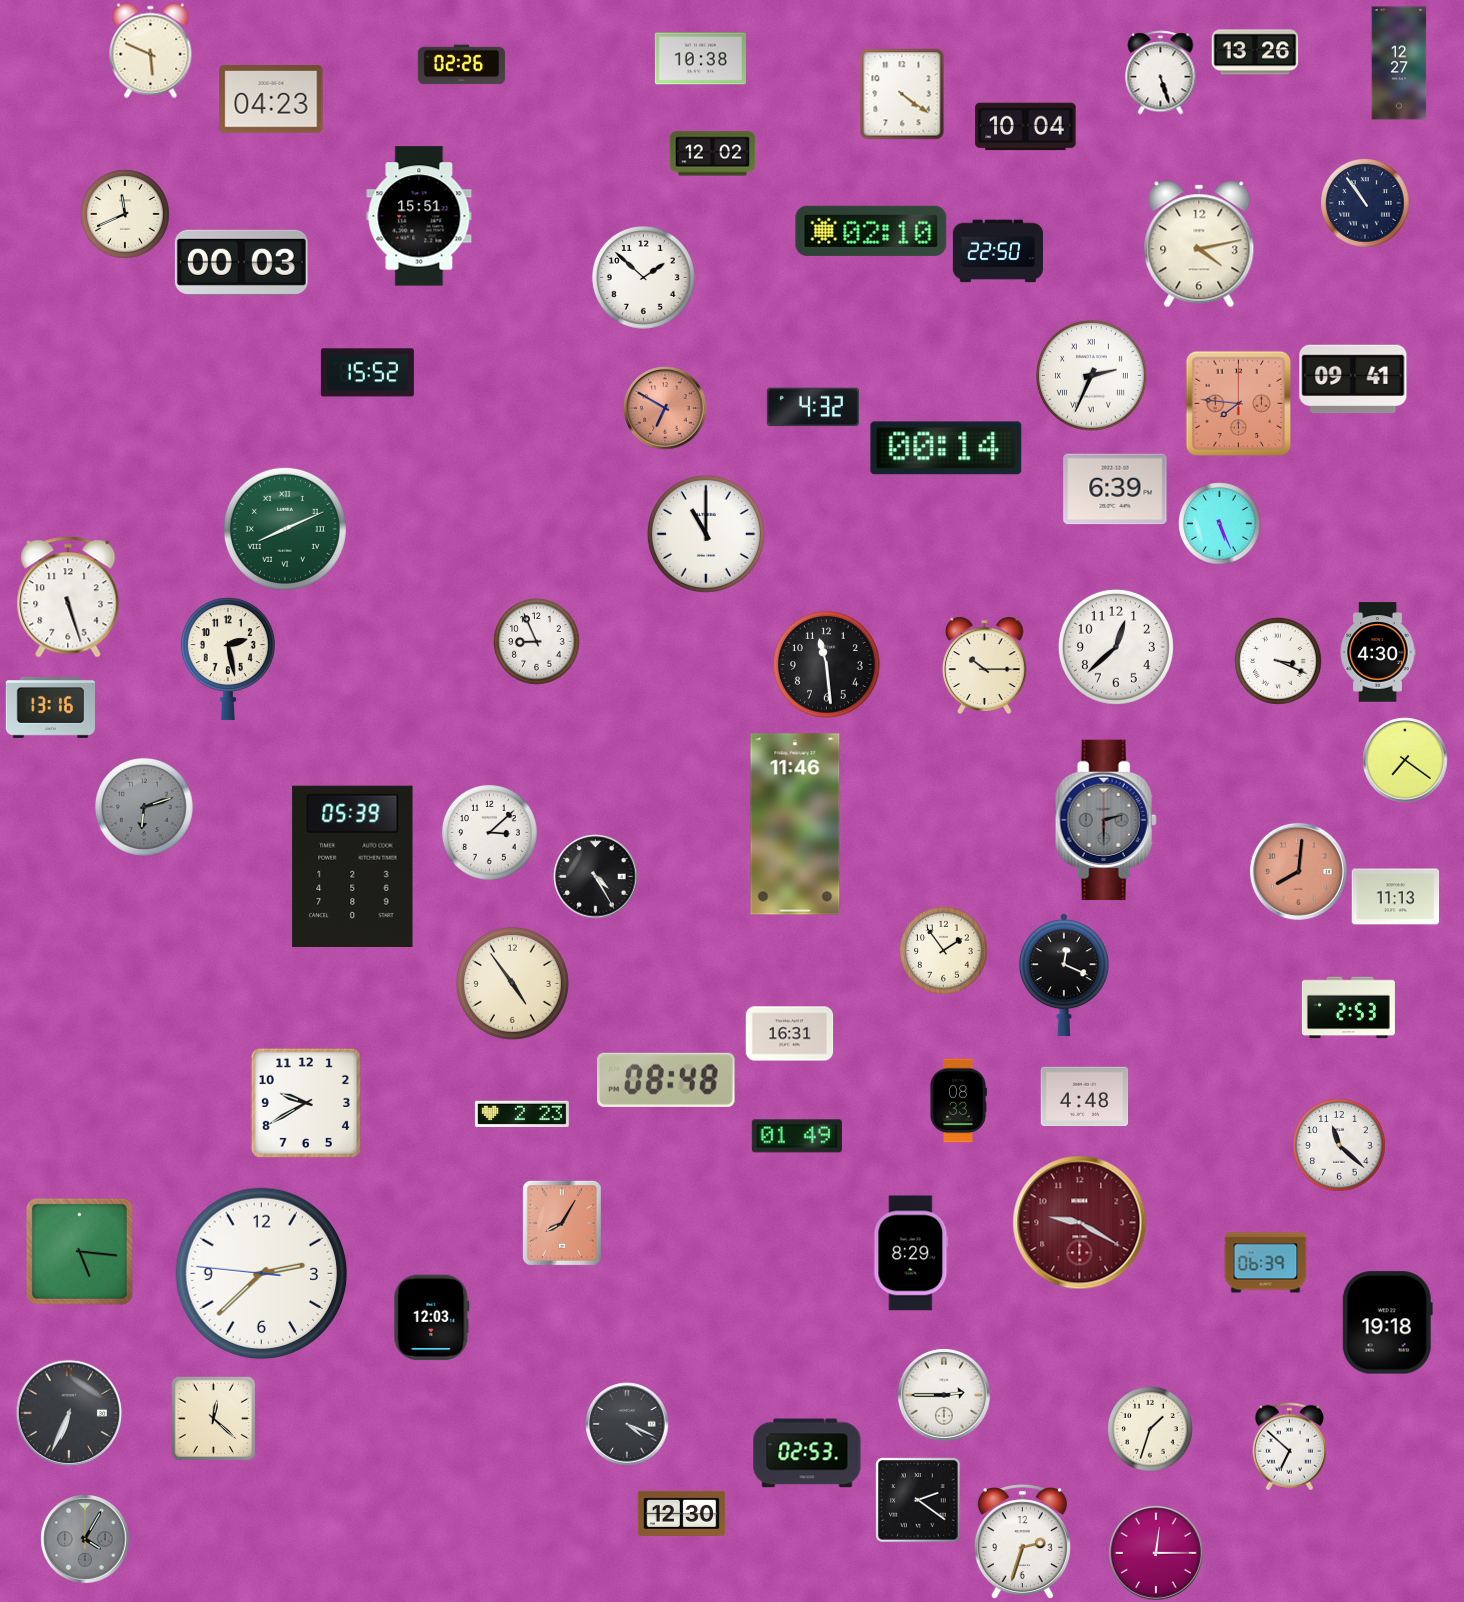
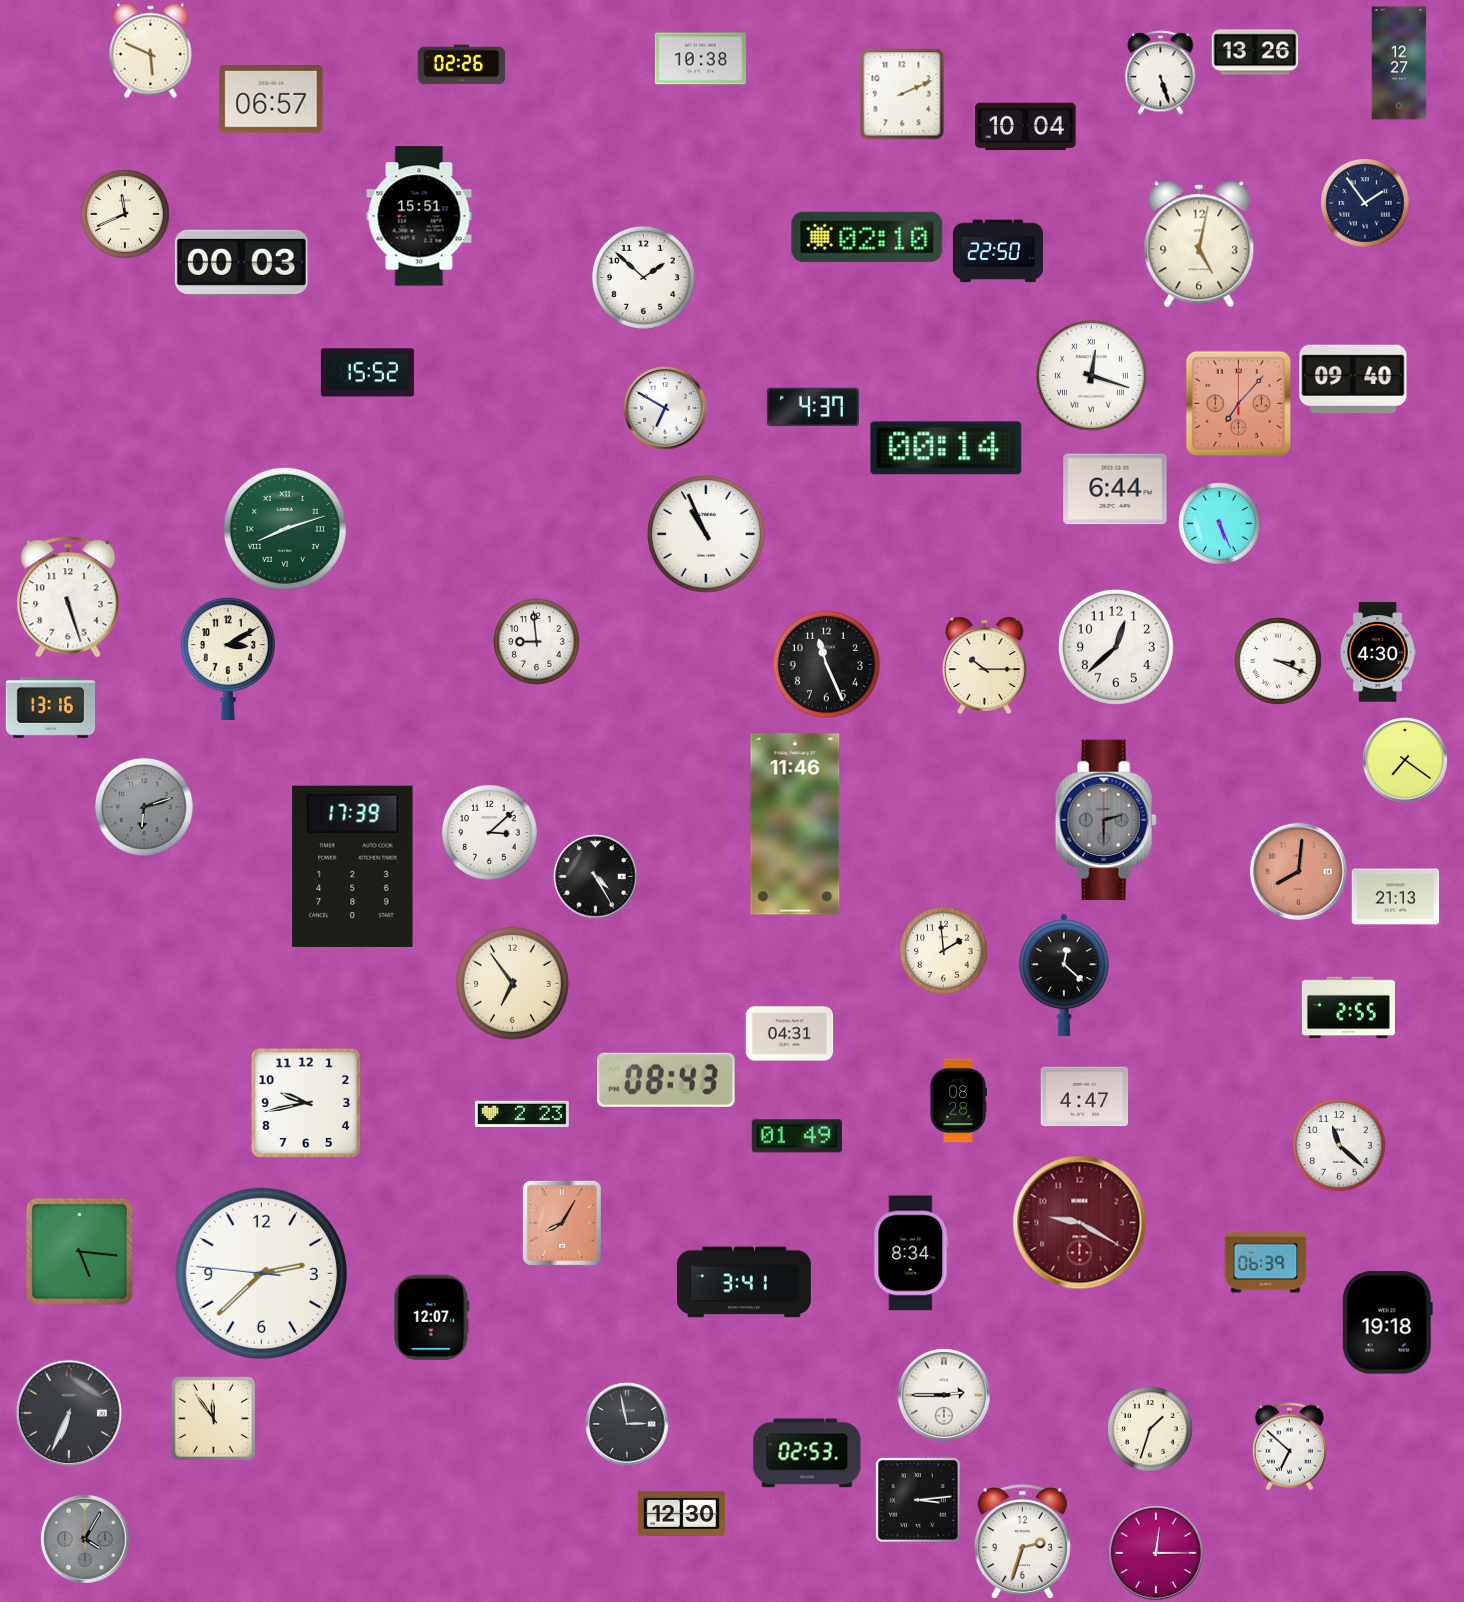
clock at (902, 94): 4:21 -> 2:11
clock at (271, 99): 04:23 -> 06:57
clock at (713, 154): 12:02 -> none
clock at (1365, 203): 10:54 -> 1:54
clock at (871, 231) position: (871, 231) -> (867, 237)
clock at (1199, 244): 4:13 -> 5:02
clock at (1091, 375): 2:34 -> 12:18
clock at (1353, 379): 09:41 -> 09:40
clock at (1238, 403): 7:46 -> 7:07
clock at (813, 407): 4:32 -> 4:37
clock at (665, 408) dial: salmon -> white
clock at (1115, 489): 6:39 -> 6:44
clock at (285, 529): 8:11 -> 8:12
clock at (706, 534): 11:00 -> 10:56
clock at (537, 642): 8:56 -> 8:59
clock at (228, 659): 2:28 -> 3:10
clock at (826, 664): 11:29 -> 11:26
clock at (353, 866): 05:39 -> 17:39
clock at (1396, 897): 11:13 -> 21:13
clock at (944, 951): 1:54 -> 1:59
clock at (1064, 975): 12:19 -> 12:22
clock at (512, 983): 4:54 -> 6:54
clock at (1348, 1008): 2:53 -> 2:55
clock at (790, 1034): 16:31 -> 04:31
clock at (666, 1080): 08:48 -> 08:43
clock at (1085, 1097): 4:48 -> 4:47
clock at (958, 1101): 08:33 -> 08:28
clock at (306, 1103): 9:40 -> 9:43
clock at (911, 1253): 8:29 -> 8:34
clock at (745, 1282): none -> 3:41
clock at (432, 1318): 12:03 -> 12:07
clock at (213, 1419): 12:22 -> 11:54
clock at (627, 1424): 4:19 -> 2:58
clock at (918, 1500): 2:21 -> 3:14
